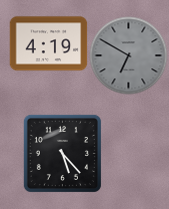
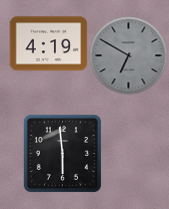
clock at (62, 153): 5:23 -> 5:59
